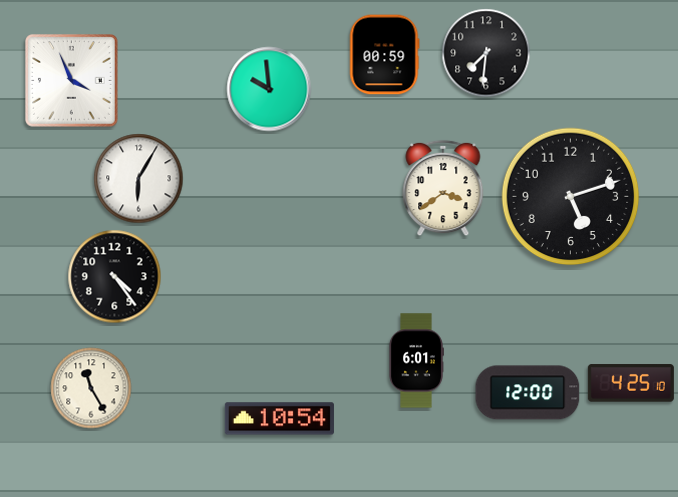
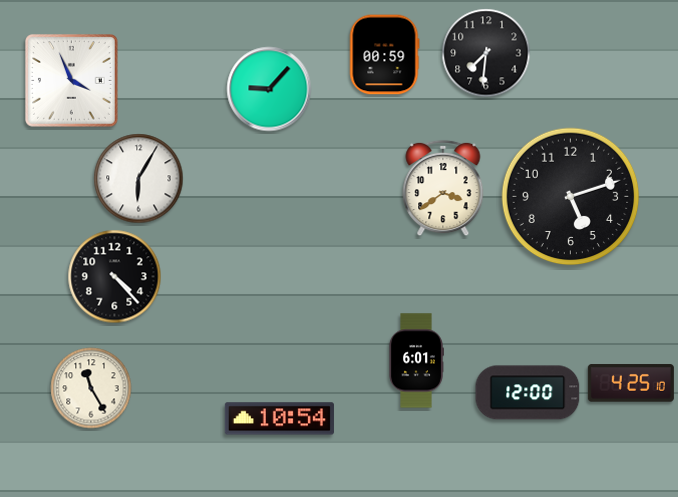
clock at (269, 89): 9:59 -> 9:07
clock at (115, 277): 4:24 -> 4:23
